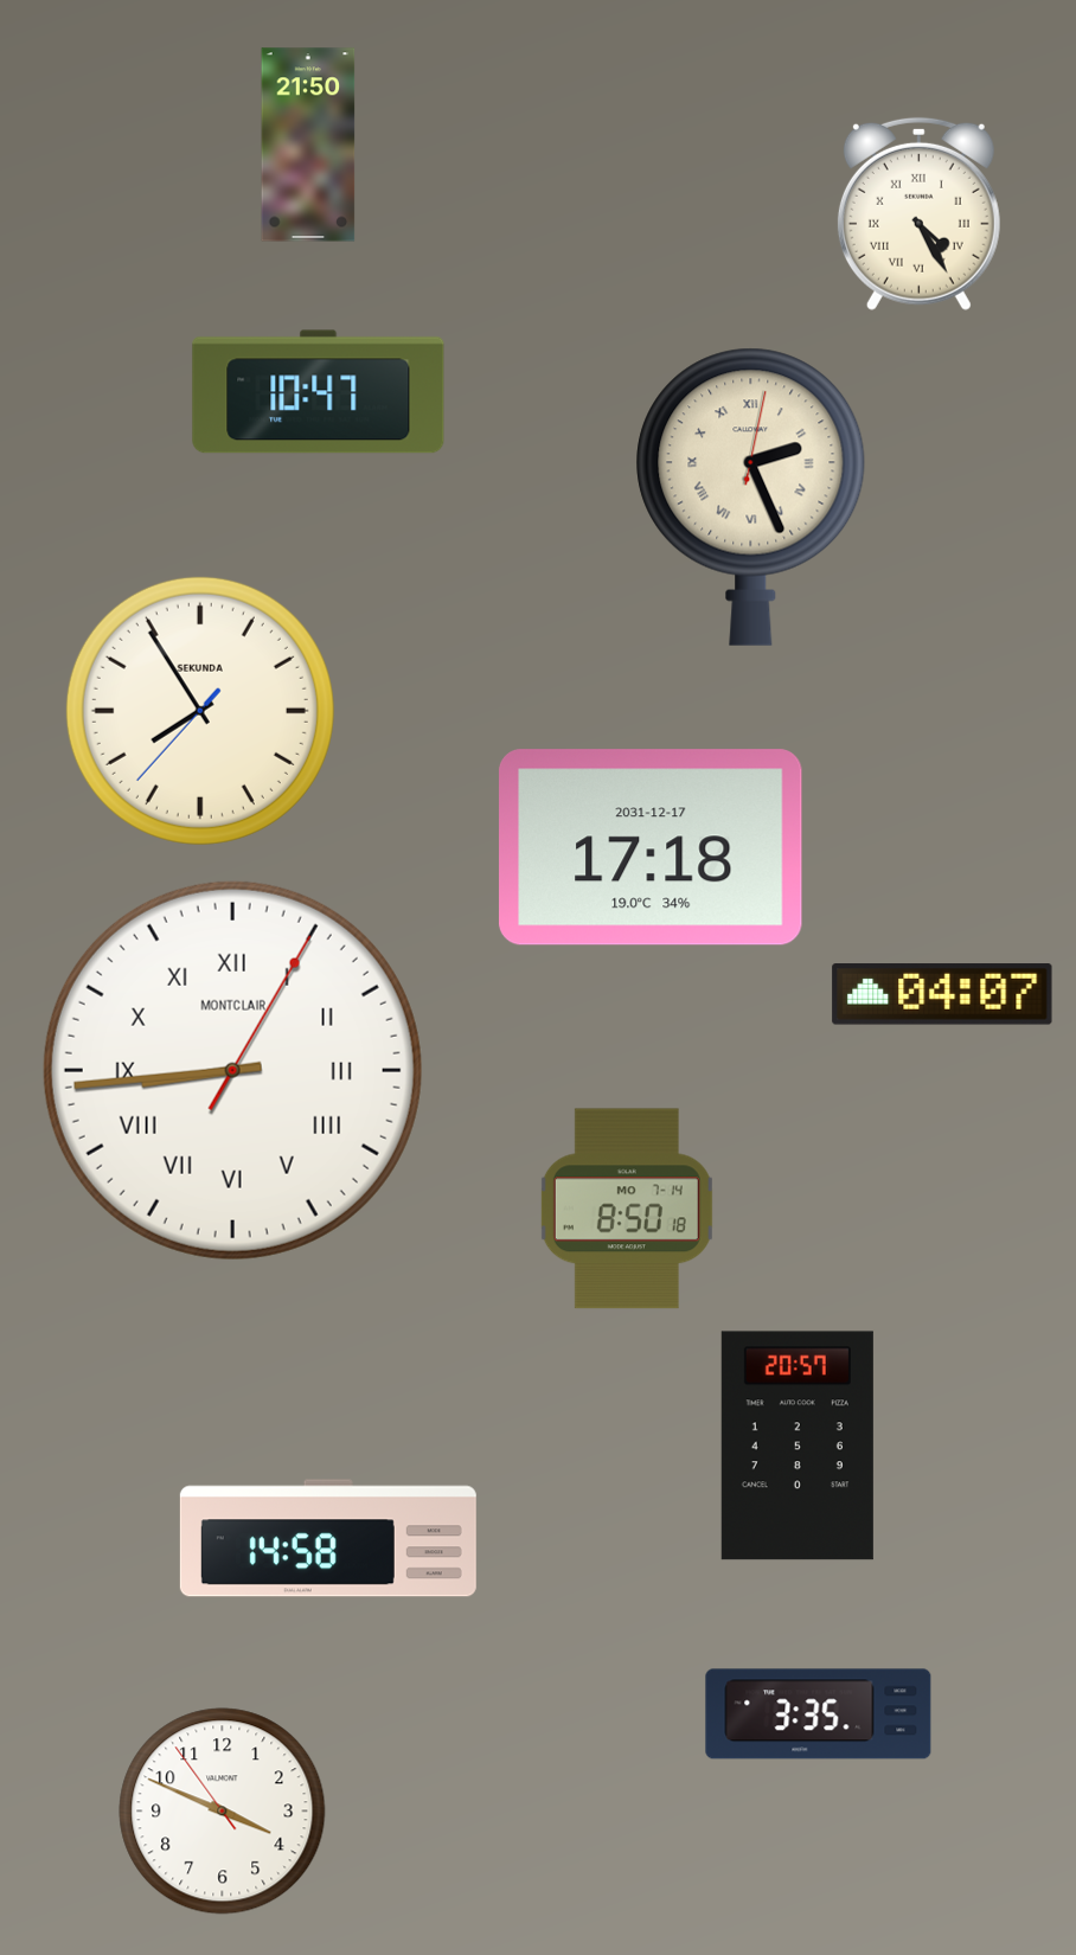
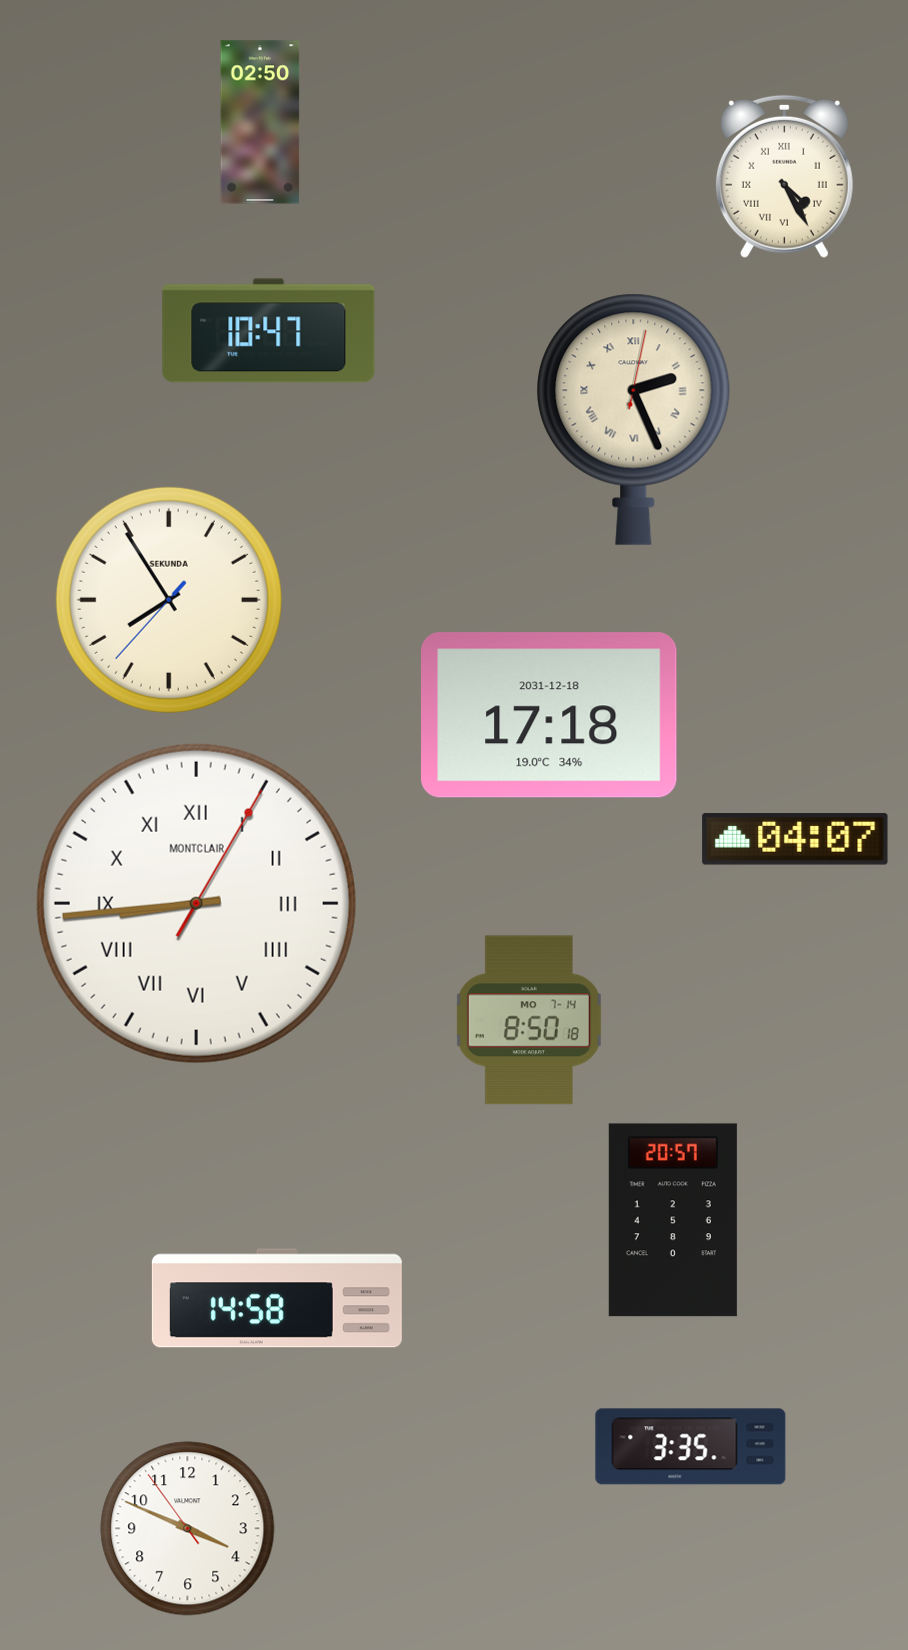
clock at (308, 145): 21:50 -> 02:50
clock at (918, 213) position: (918, 213) -> (784, 176)
clock at (651, 847) date: 2031-12-17 -> 2031-12-18
